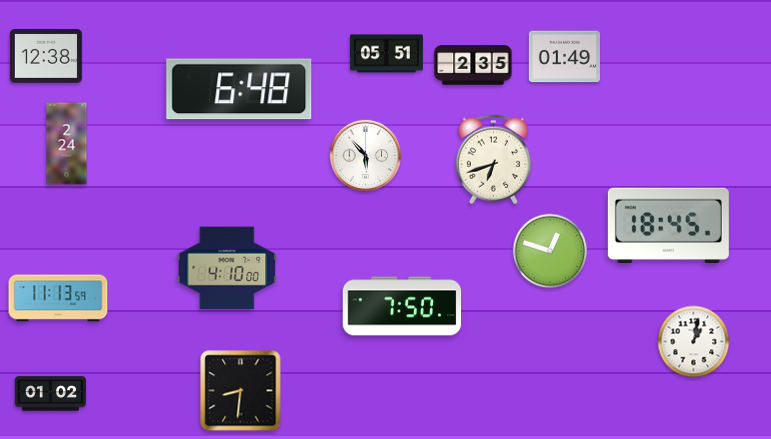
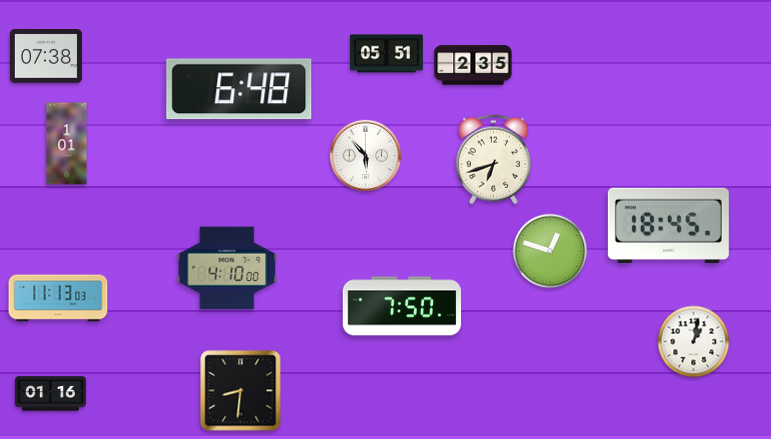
clock at (46, 57): 12:38 -> 07:38
clock at (564, 57): 01:49 -> none
clock at (67, 144): 2:24 -> 1:01
clock at (58, 298): 11:13:59 -> 11:13:03
clock at (50, 394): 01:02 -> 01:16
